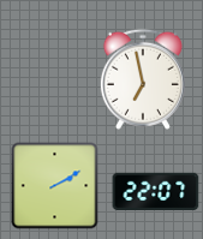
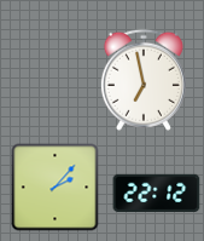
clock at (55, 186): 2:10 -> 2:07
clock at (156, 192): 22:07 -> 22:12
